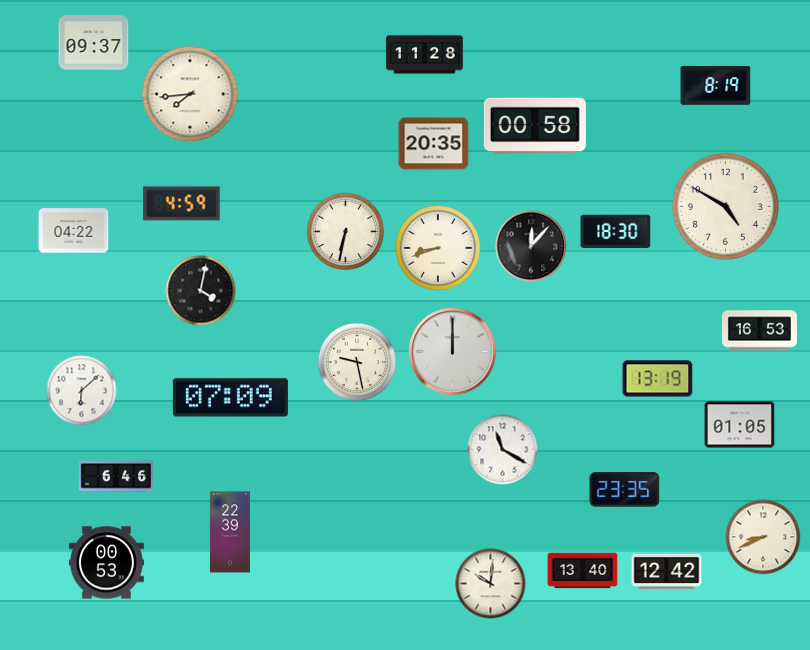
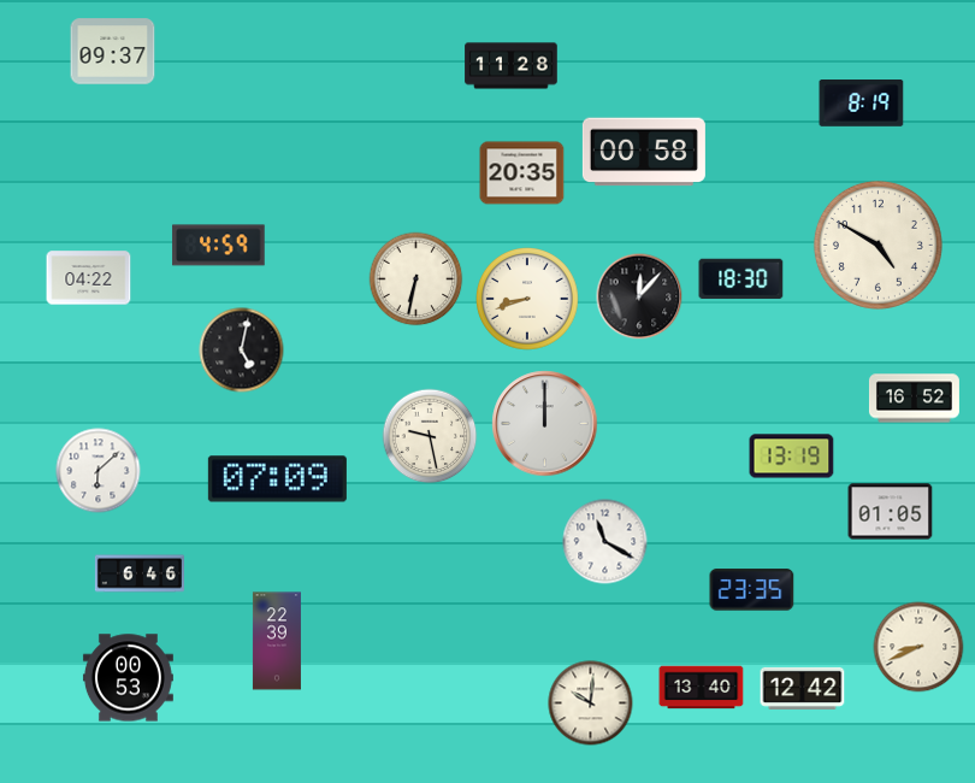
clock at (190, 94): 7:44 -> none
clock at (725, 206) position: (725, 206) -> (877, 245)
clock at (201, 291): 4:02 -> 5:02
clock at (759, 331): 16:53 -> 16:52
